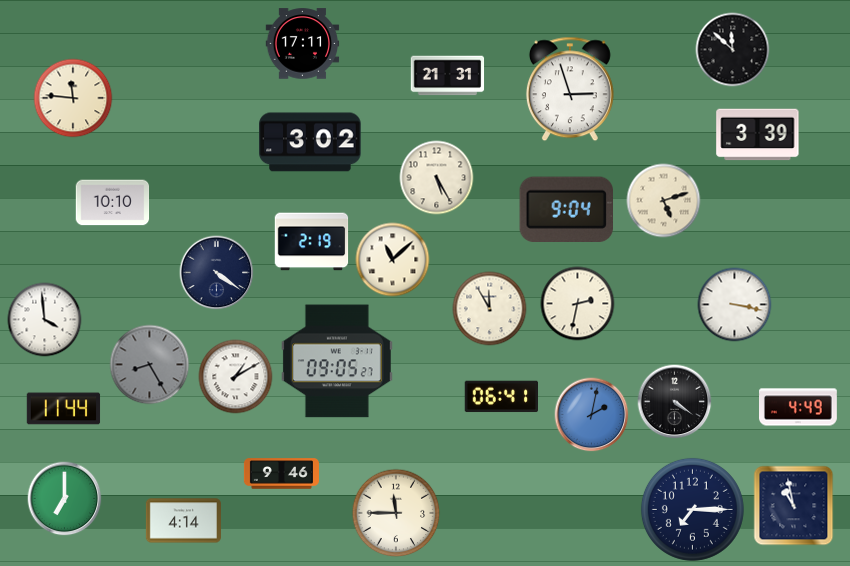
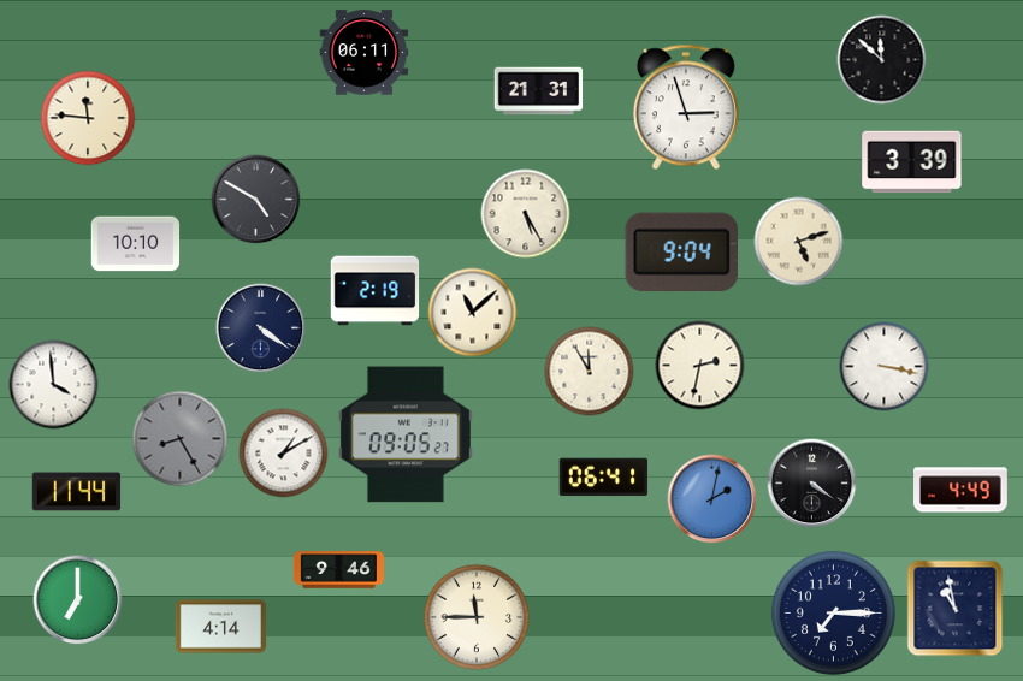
clock at (303, 44): 17:11 -> 06:11
clock at (310, 142): 3:02 -> none
clock at (256, 200): none -> 4:50
clock at (578, 304) position: (578, 304) -> (700, 366)
